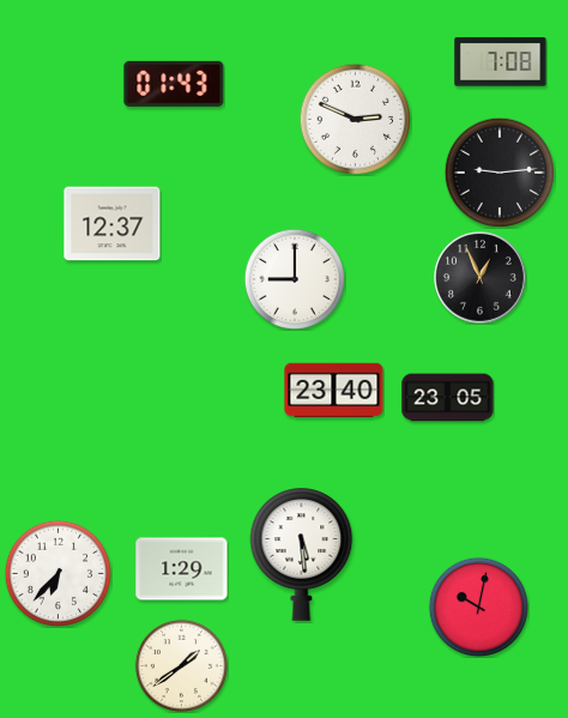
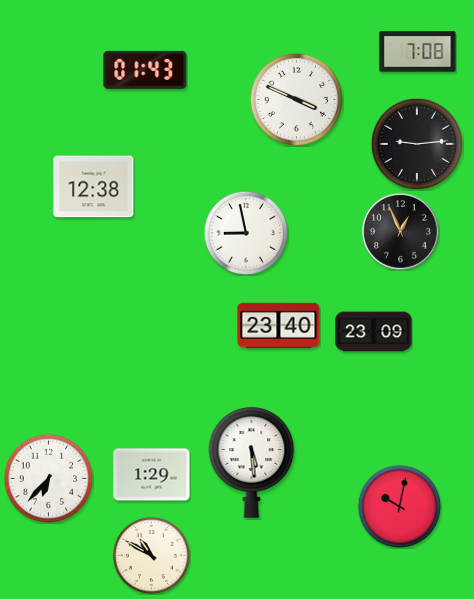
clock at (355, 119): 2:49 -> 3:49
clock at (113, 224): 12:37 -> 12:38
clock at (294, 278): 9:00 -> 8:58
clock at (448, 398): 23:05 -> 23:09
clock at (181, 665): 1:39 -> 10:50
